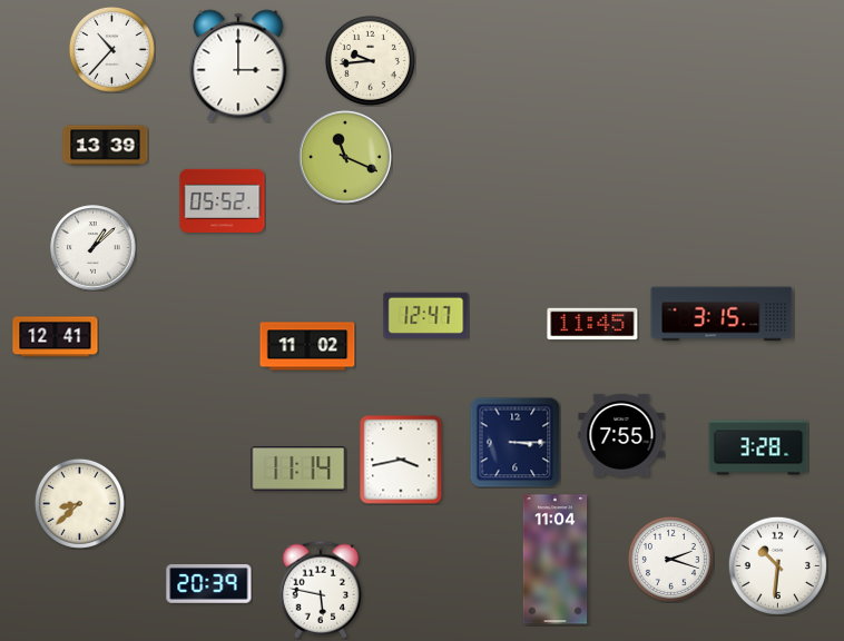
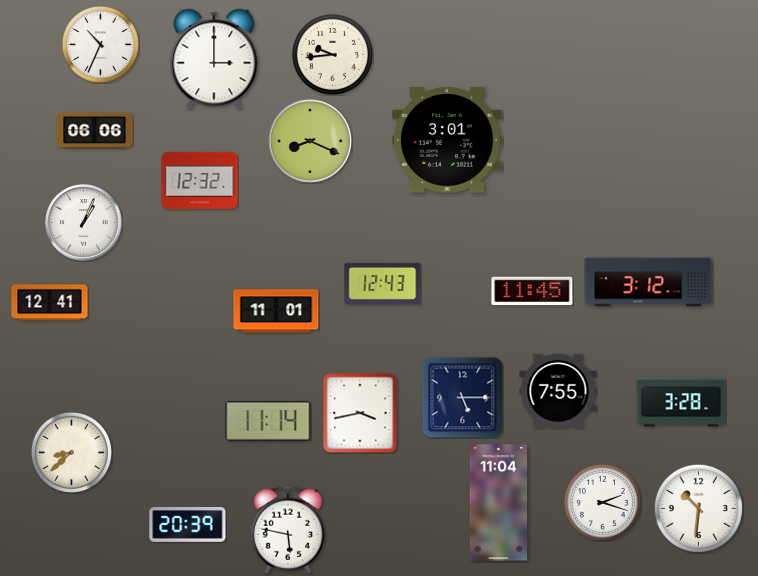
clock at (111, 49): 10:37 -> 10:34
clock at (106, 146): 13:39 -> 06:06
clock at (447, 140): none -> 3:01
clock at (345, 157): 11:19 -> 8:19
clock at (223, 200): 05:52 -> 12:32
clock at (94, 248): 1:08 -> 1:04
clock at (722, 314): 3:15 -> 3:12
clock at (426, 315): 12:47 -> 12:43
clock at (307, 346): 11:02 -> 11:01
clock at (514, 442): 3:15 -> 5:15
